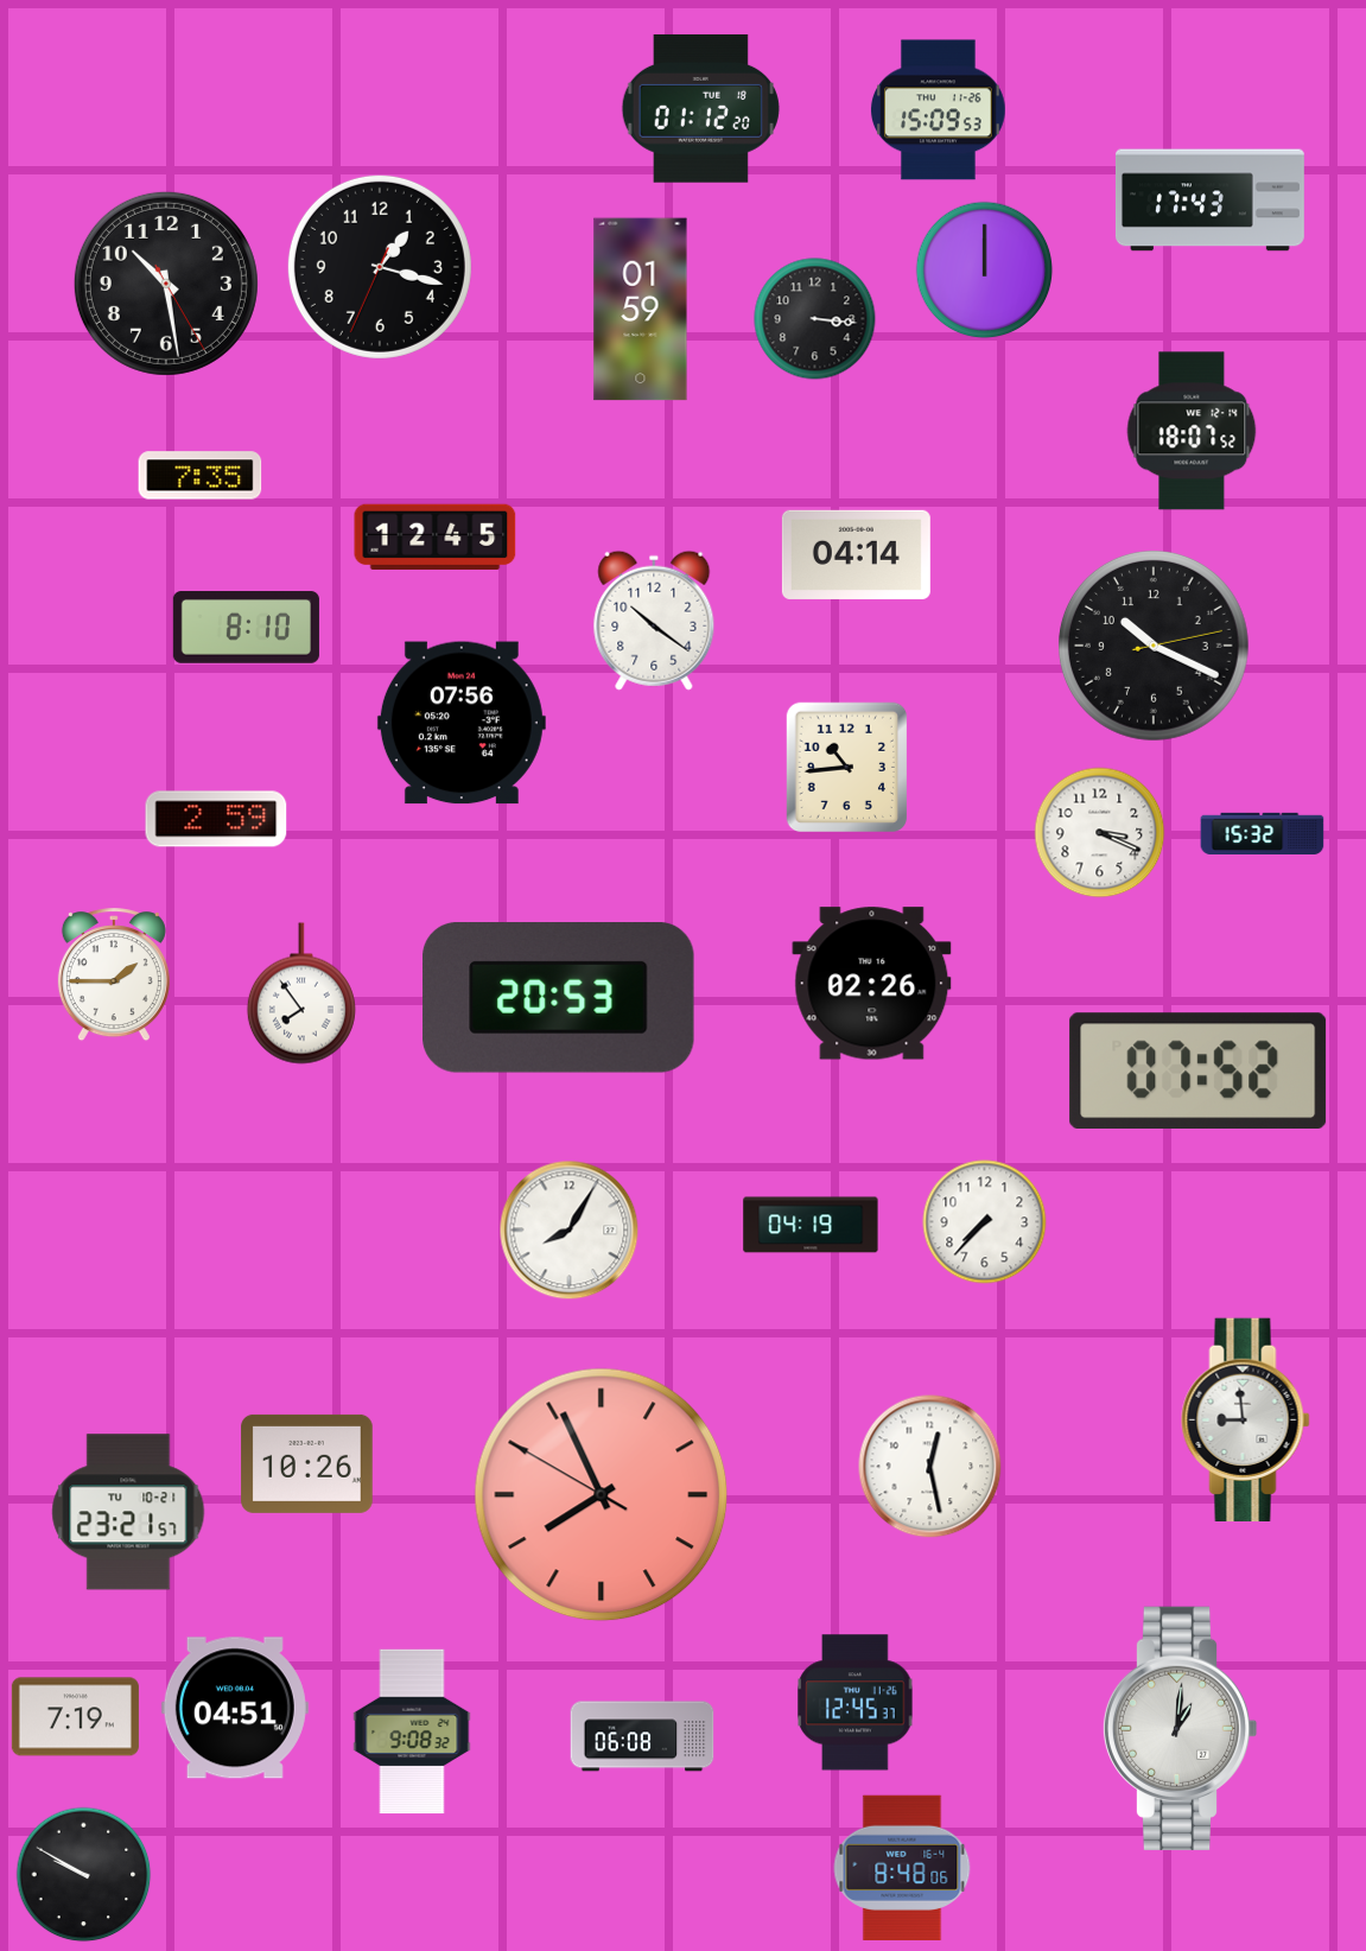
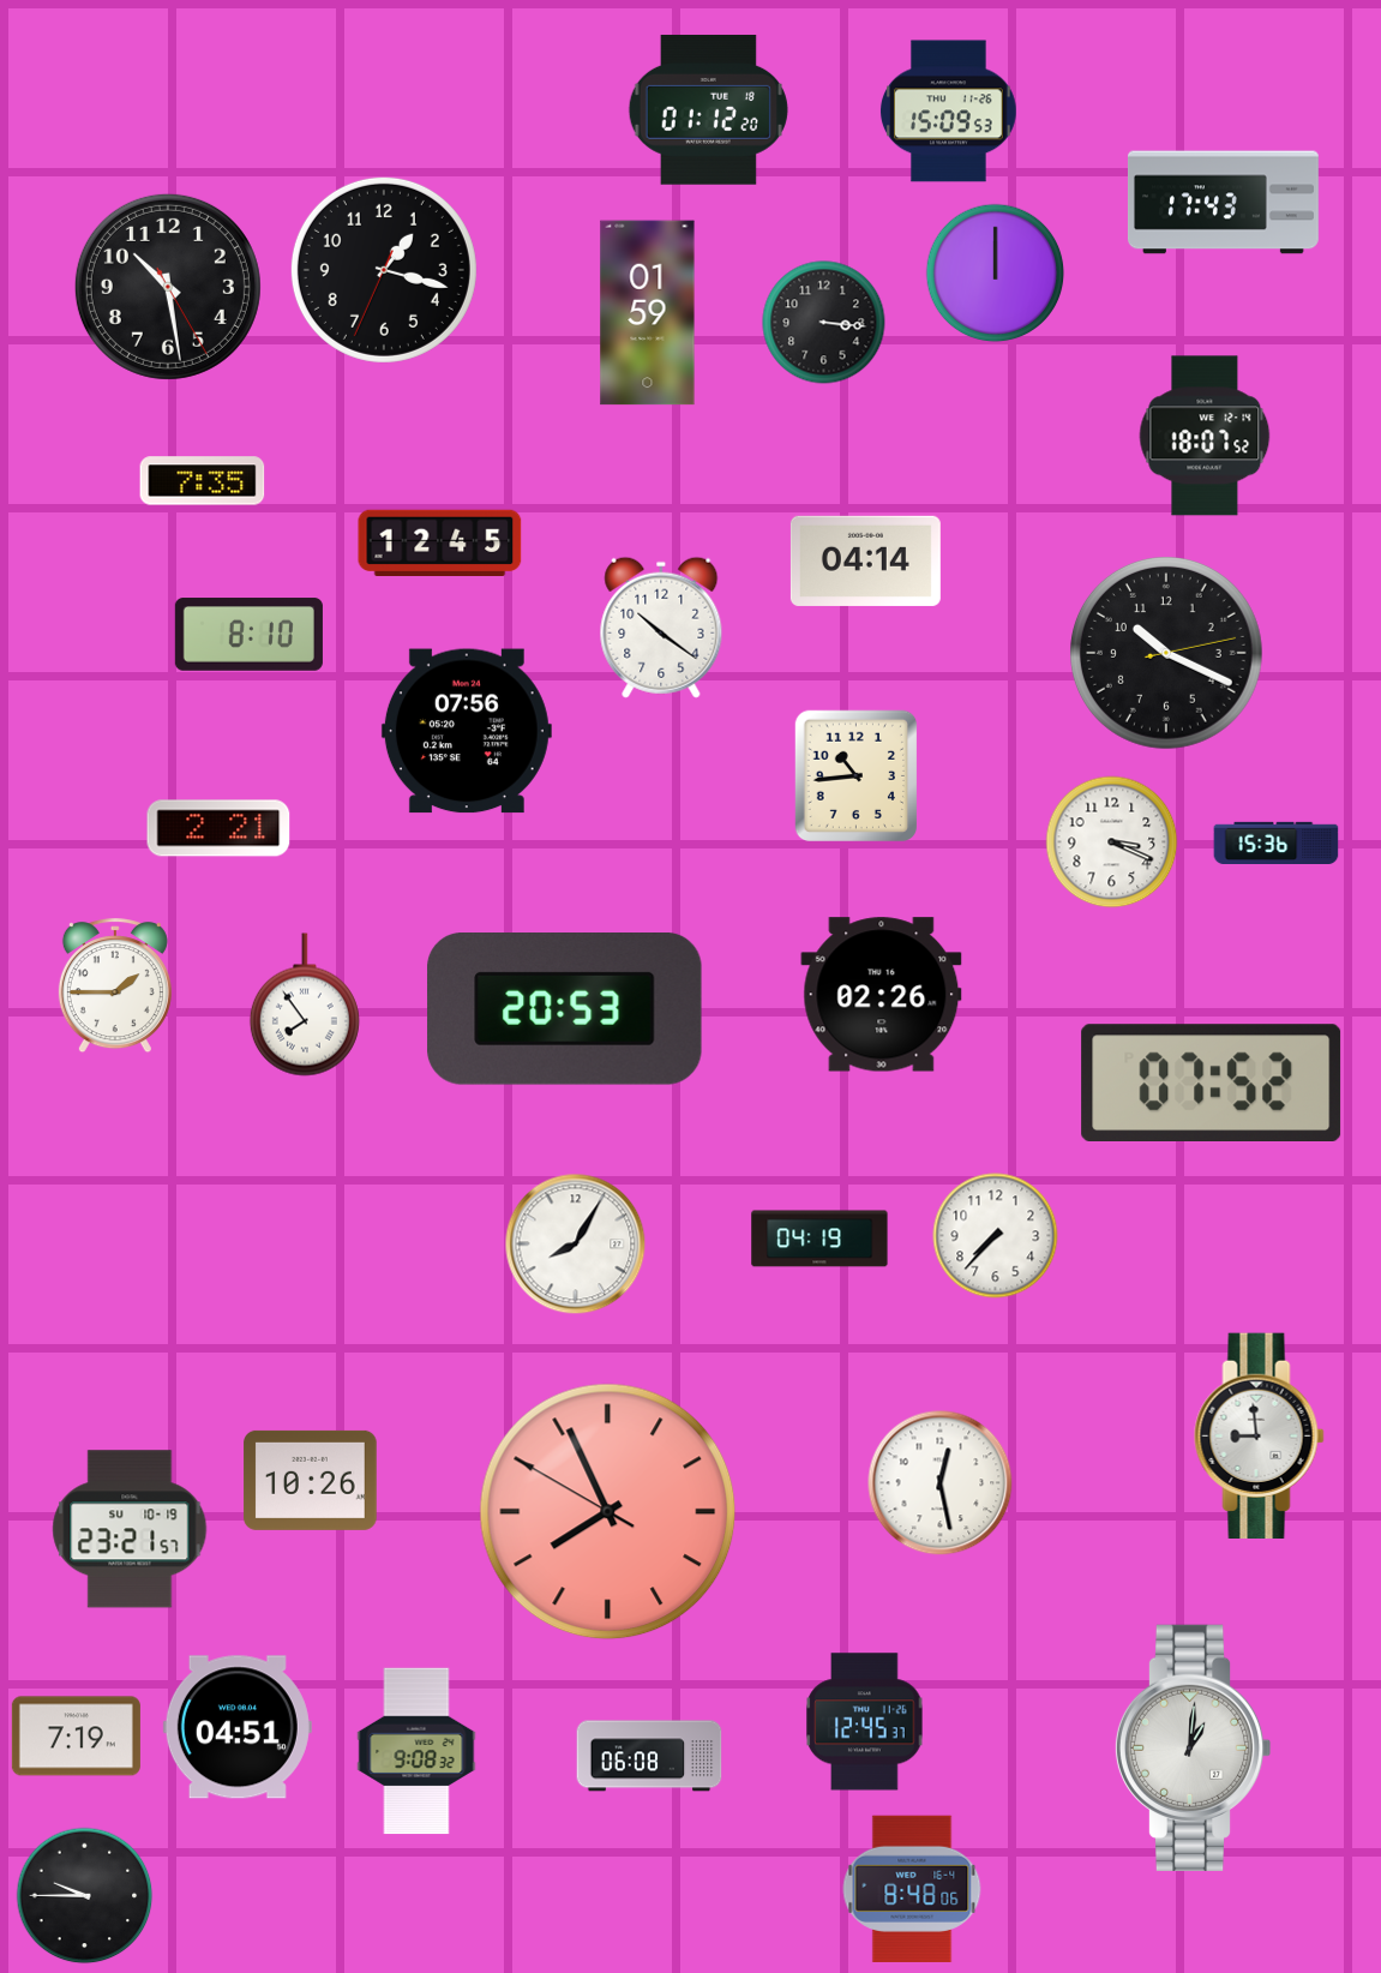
clock at (216, 819): 2:59 -> 2:21
clock at (1263, 833): 15:32 -> 15:36
clock at (128, 1512) date: TU 10-21 -> SU 10-19
clock at (84, 1875): 9:50 -> 9:45
